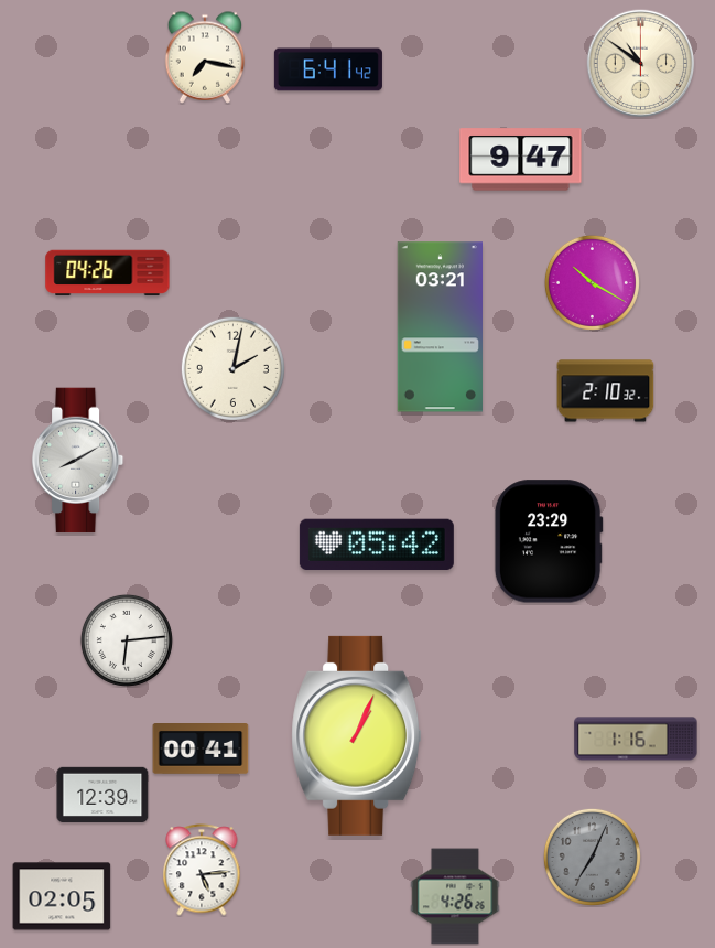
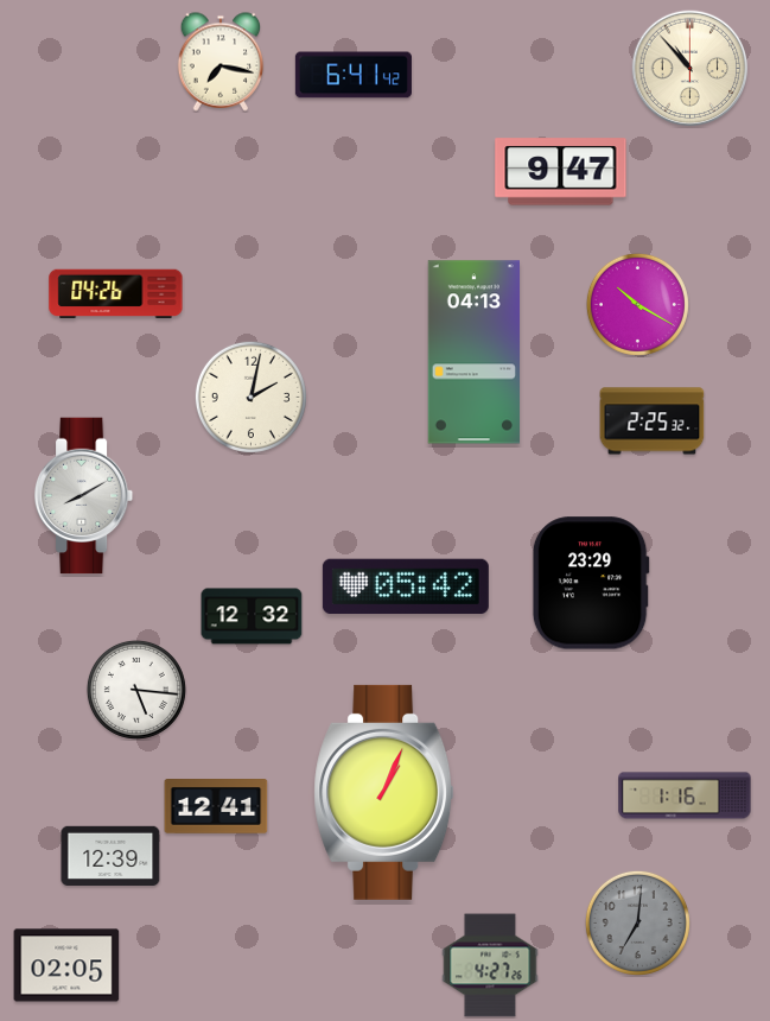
clock at (641, 64): 10:51 -> 10:53
clock at (440, 327): 03:21 -> 04:13
clock at (606, 391): 2:10 -> 2:25
clock at (252, 616): none -> 12:32
clock at (127, 640): 6:14 -> 5:16
clock at (201, 750): 00:41 -> 12:41
clock at (592, 857): 7:04 -> 7:01
clock at (202, 870): 5:14 -> none
clock at (455, 896): 4:26 -> 4:27
